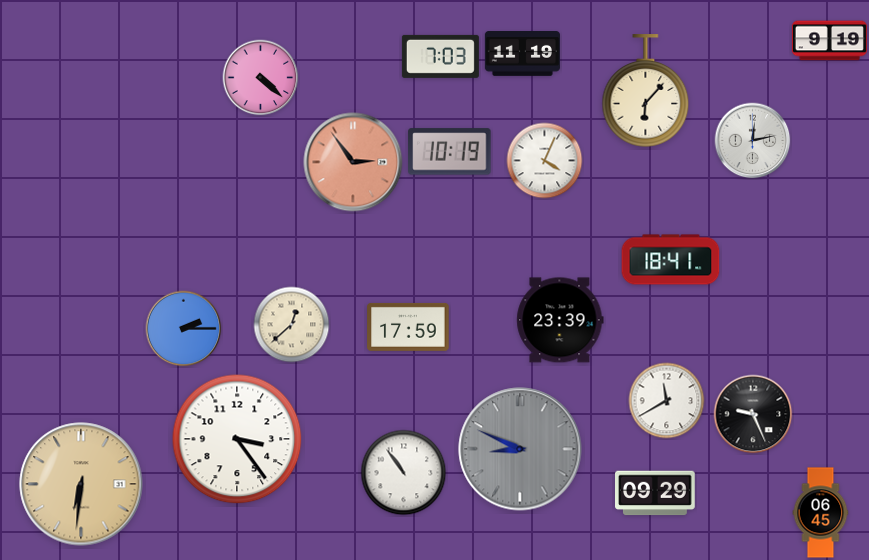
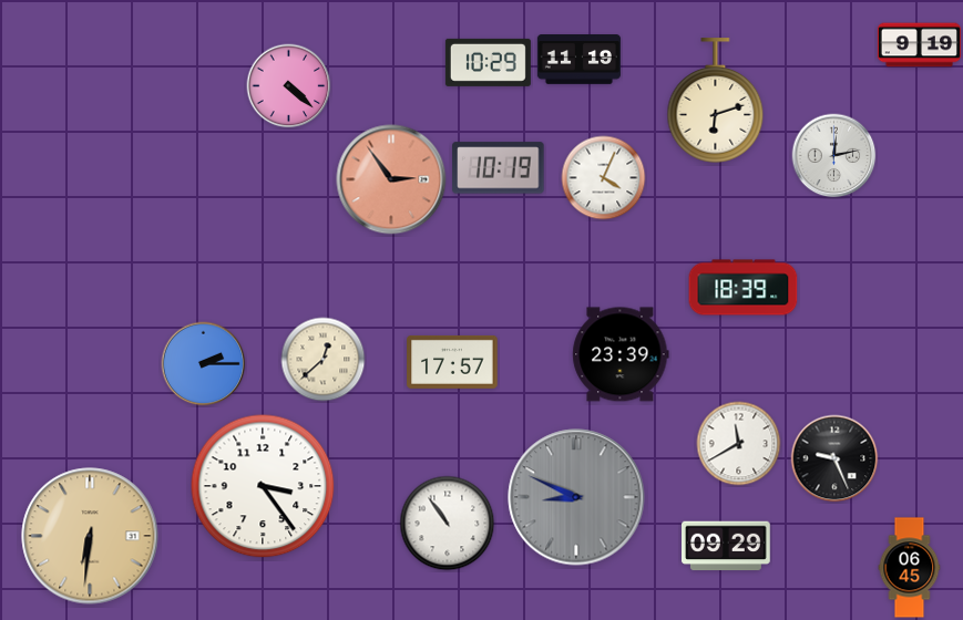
clock at (440, 56): 7:03 -> 10:29
clock at (646, 91): 6:07 -> 6:12
clock at (671, 260): 18:41 -> 18:39
clock at (408, 327): 17:59 -> 17:57
